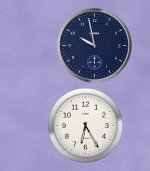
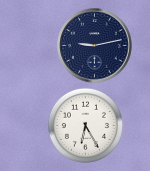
clock at (95, 46): 9:58 -> 9:13
